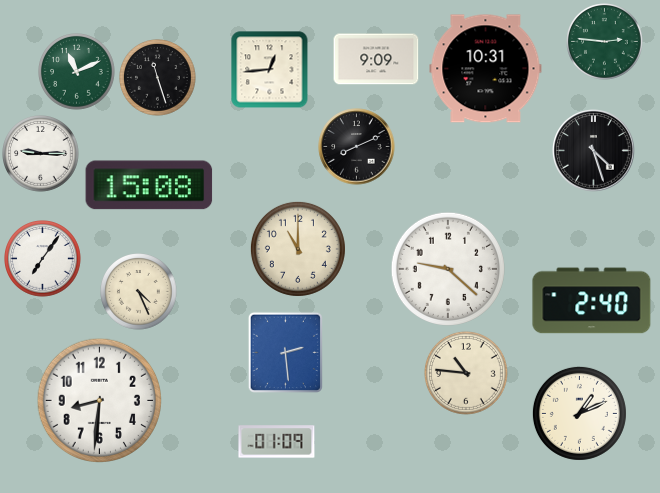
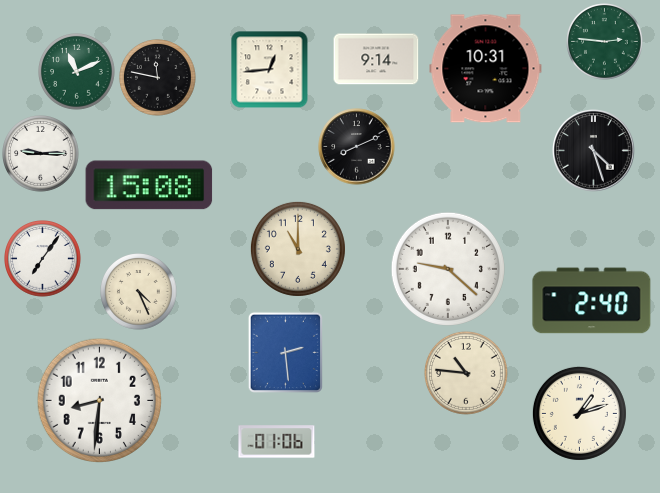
clock at (376, 59): 9:09 -> 9:14
clock at (158, 78): 11:27 -> 11:47
clock at (579, 413): 1:11 -> 1:12
clock at (277, 442): 01:09 -> 01:06
